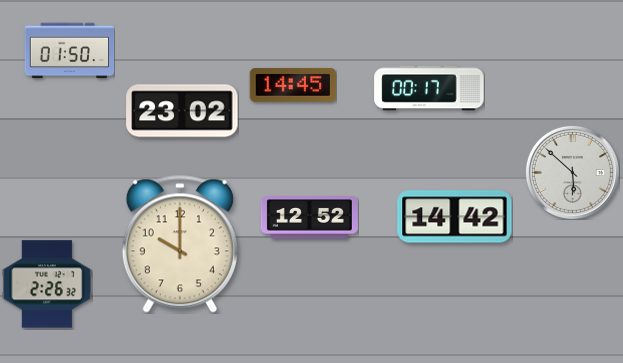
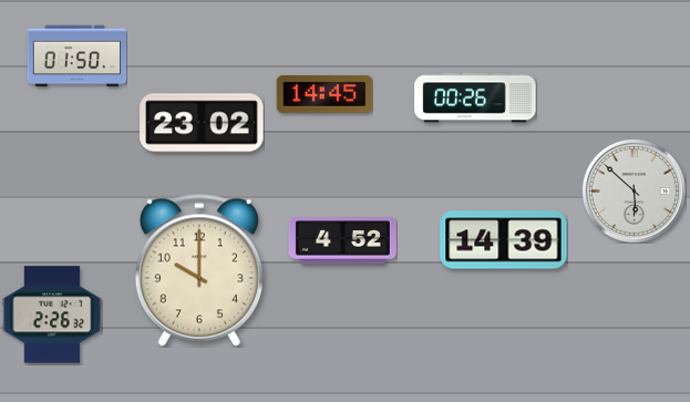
clock at (429, 88): 00:17 -> 00:26
clock at (455, 217): 14:42 -> 14:39
clock at (309, 218): 12:52 -> 4:52
